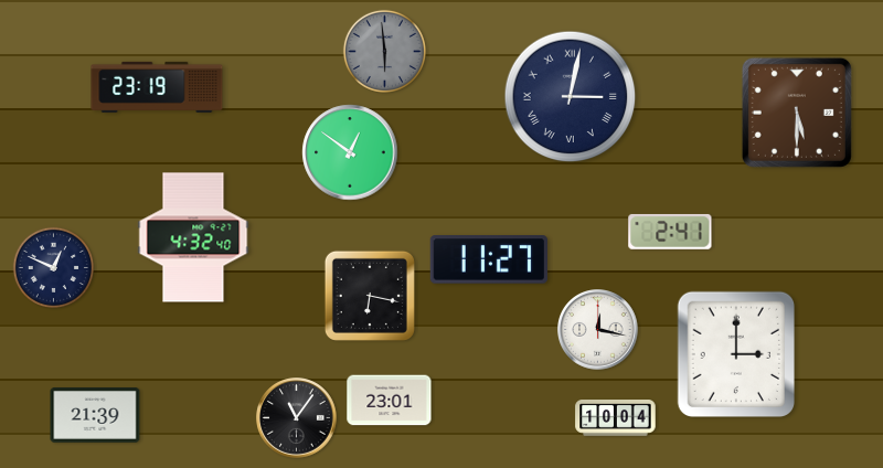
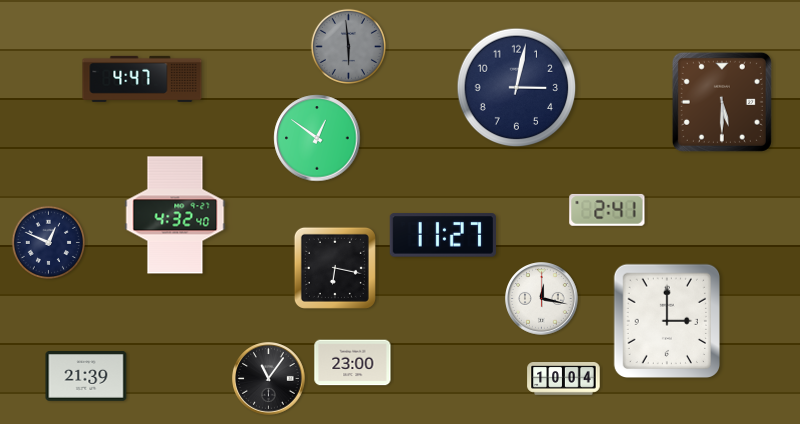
clock at (157, 87): 23:19 -> 4:47
clock at (571, 97) numerals: Roman -> Arabic
clock at (390, 401): 23:01 -> 23:00
clock at (616, 418) position: (616, 418) -> (564, 379)
